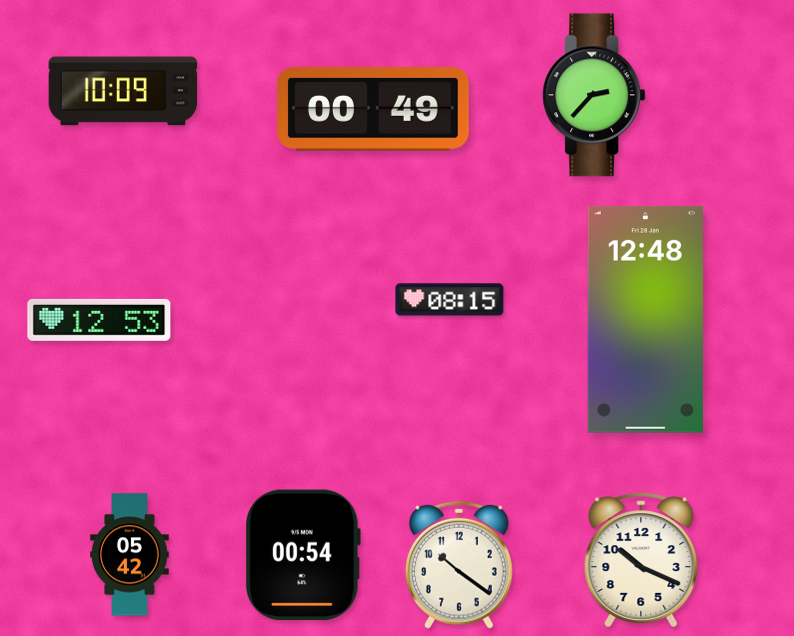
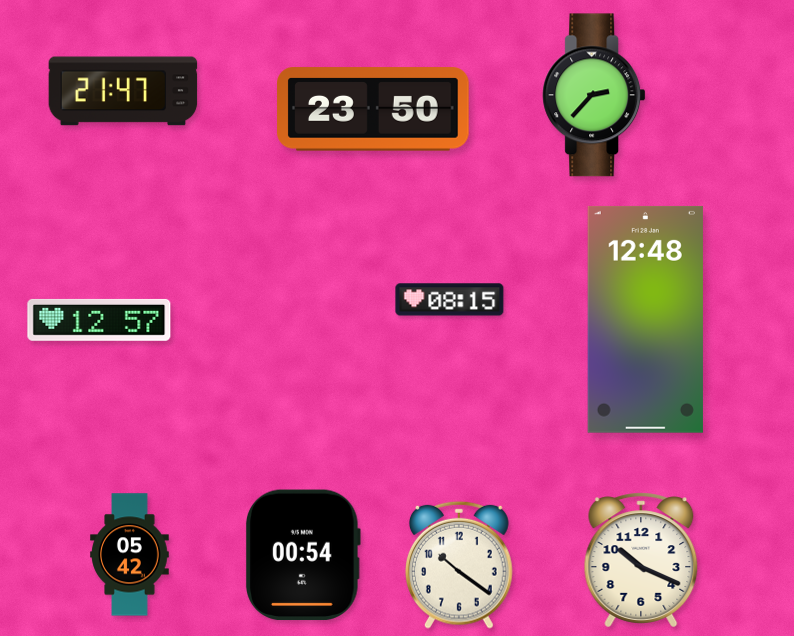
clock at (123, 91): 10:09 -> 21:47
clock at (373, 109): 00:49 -> 23:50
clock at (99, 320): 12:53 -> 12:57
